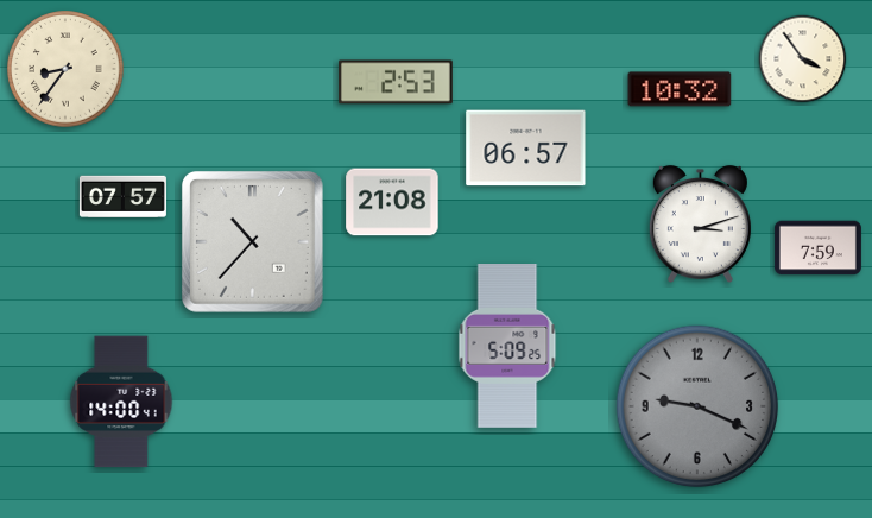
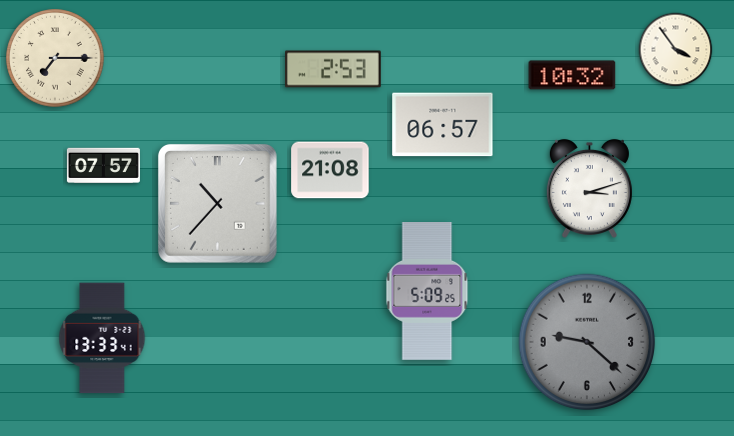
clock at (65, 69): 8:36 -> 7:15
clock at (252, 241) position: (252, 241) -> (217, 203)
clock at (817, 248): 7:59 -> none
clock at (121, 402): 14:00 -> 13:33
clock at (697, 406): 9:19 -> 9:22
